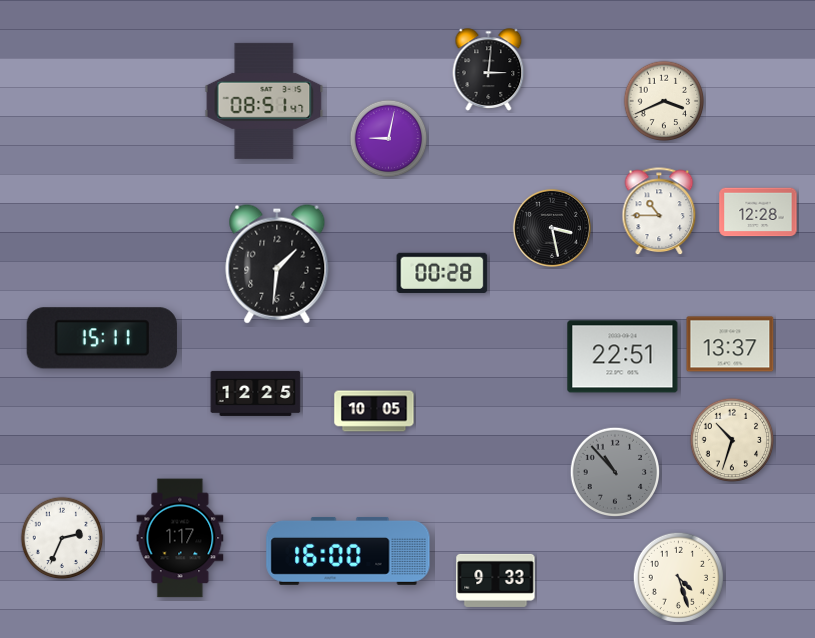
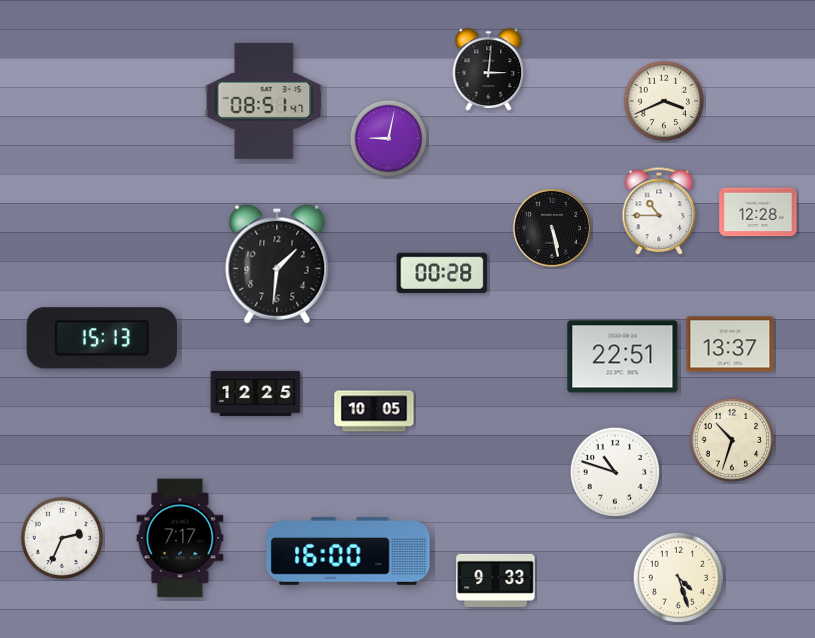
clock at (552, 228): 3:28 -> 5:28
clock at (102, 338): 15:11 -> 15:13
clock at (614, 471): 10:53 -> 10:48
clock at (614, 471) dial: grey -> white
clock at (180, 538): 1:17 -> 7:17
